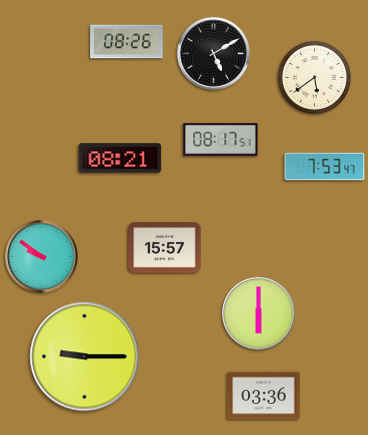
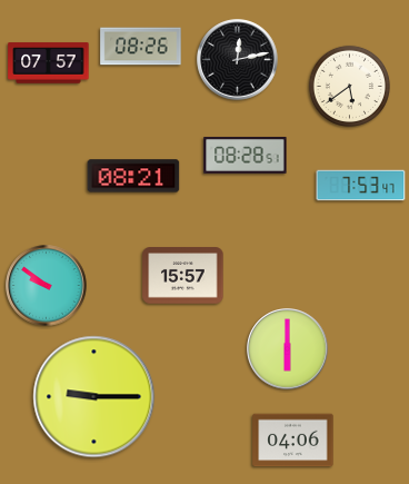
clock at (214, 54): 5:10 -> 12:13
clock at (49, 63): none -> 07:57
clock at (221, 139): 08:17 -> 08:28
clock at (264, 396): 03:36 -> 04:06
